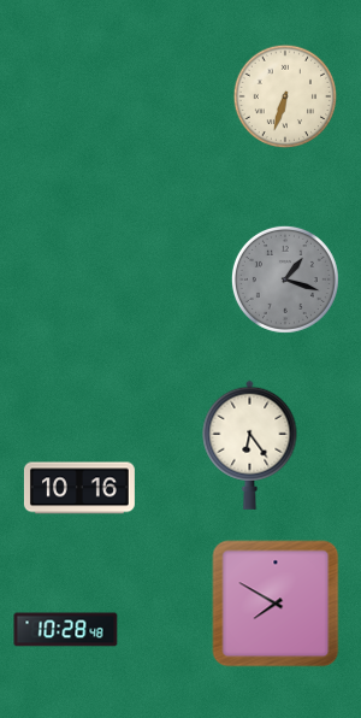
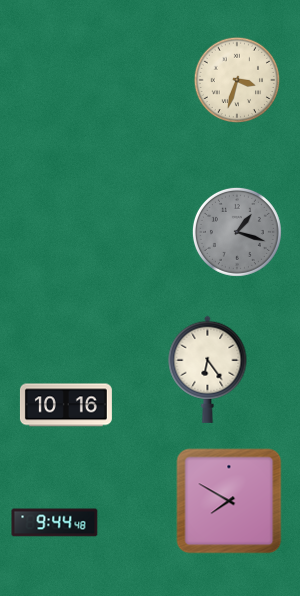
clock at (285, 96): 6:33 -> 3:33
clock at (66, 630): 10:28 -> 9:44
